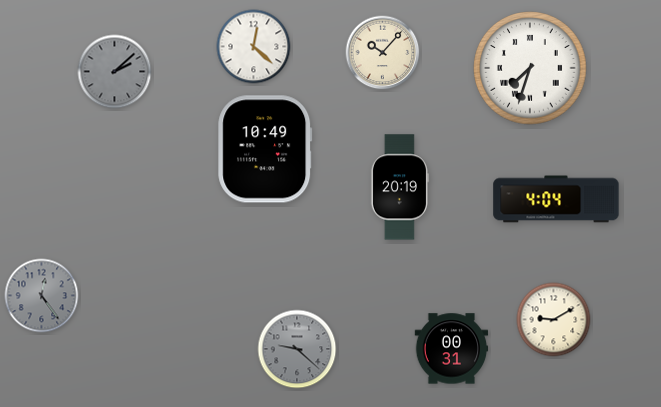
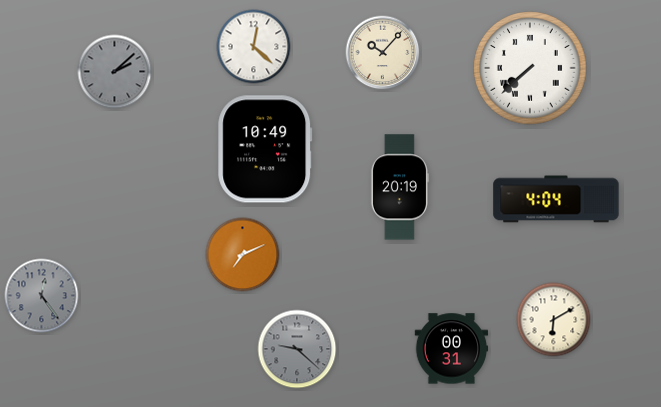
clock at (530, 68): 7:33 -> 7:38
clock at (243, 255): none -> 7:11
clock at (554, 320): 9:10 -> 6:10
